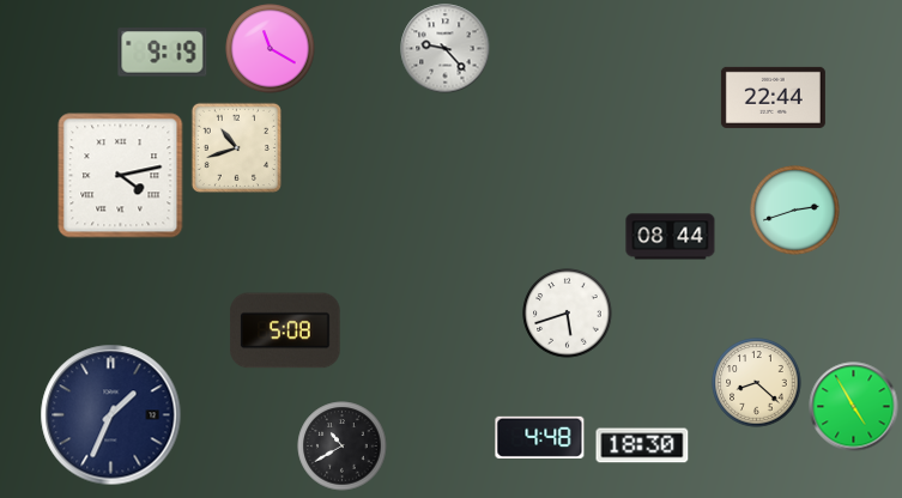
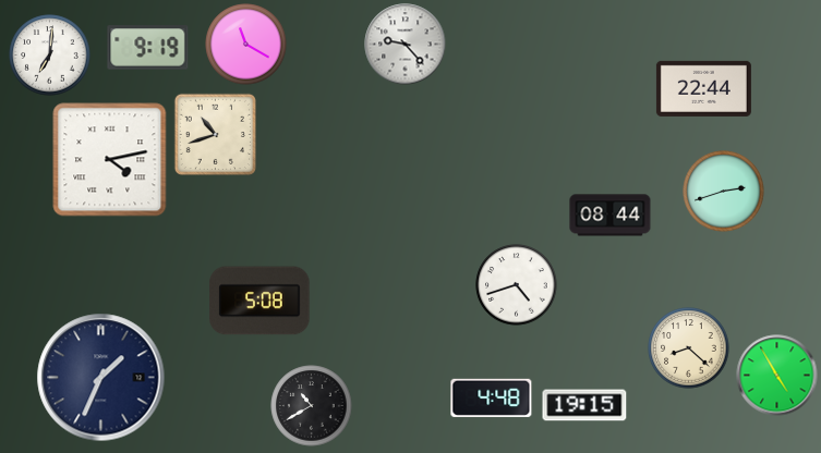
clock at (50, 56): none -> 7:01
clock at (568, 314): 5:42 -> 4:42
clock at (854, 407) position: (854, 407) -> (777, 376)
clock at (642, 445): 18:30 -> 19:15
